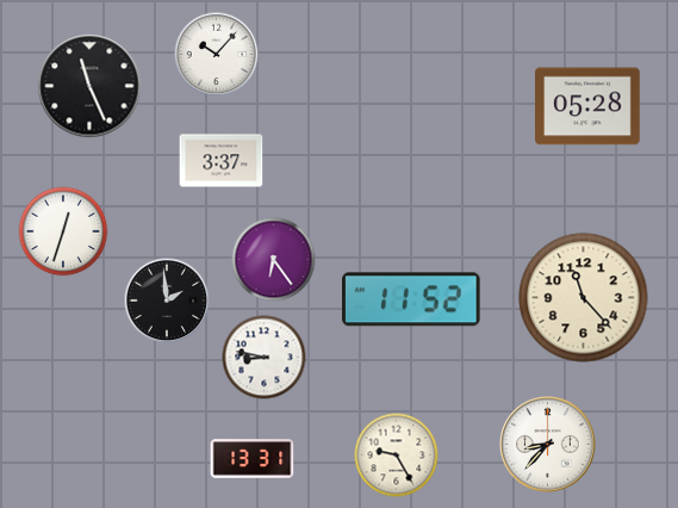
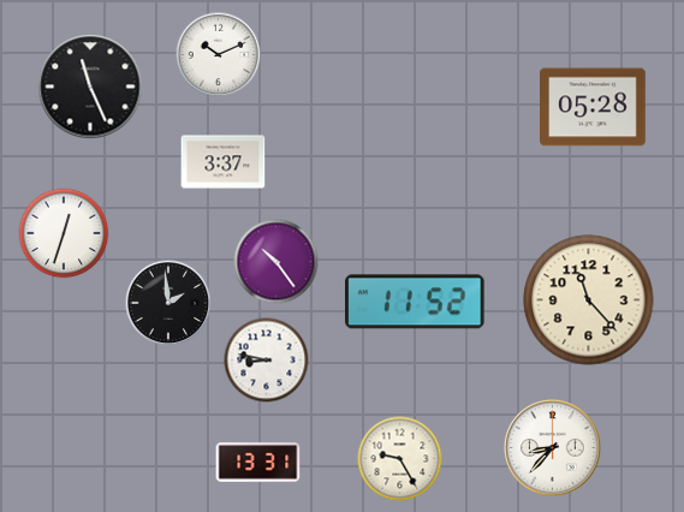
clock at (217, 55): 10:07 -> 10:11
clock at (274, 260): 6:24 -> 10:24
clock at (253, 459) position: (253, 459) -> (258, 463)
